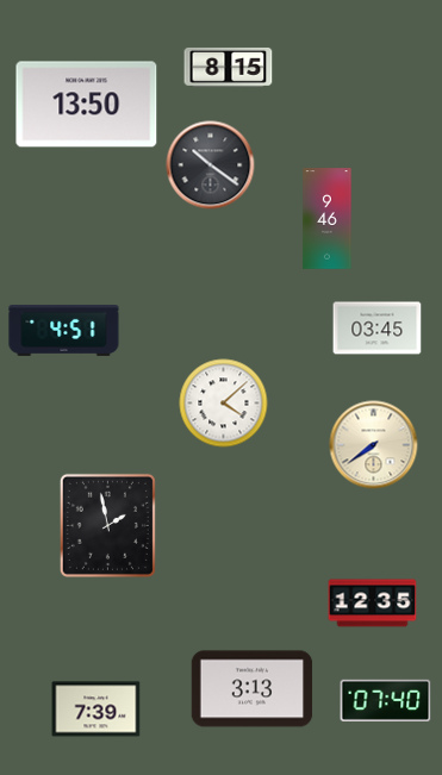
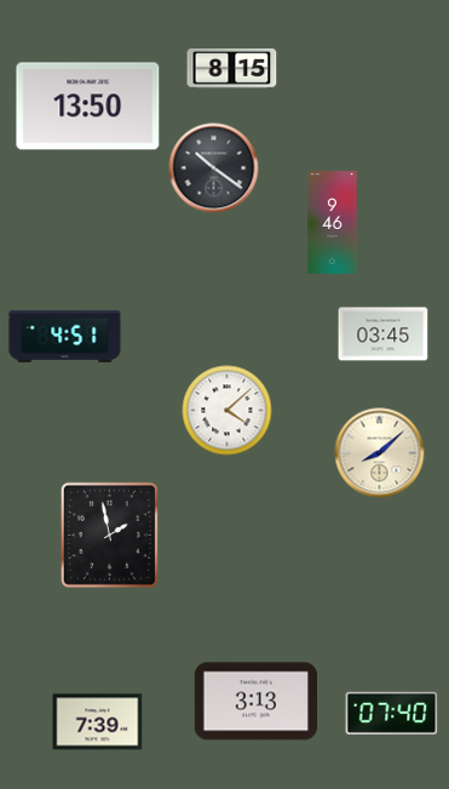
clock at (374, 445): 7:39 -> 8:08
clock at (373, 604): 12:35 -> none
